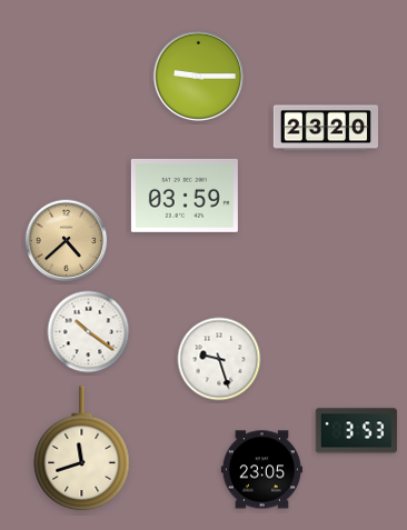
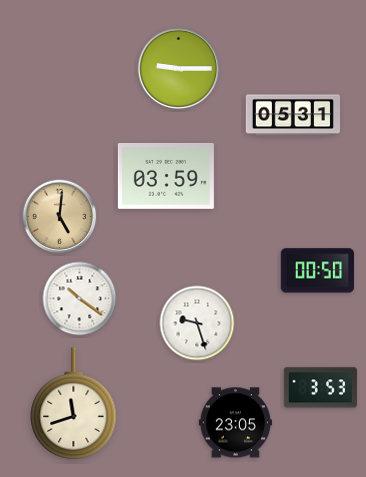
clock at (325, 128): 23:20 -> 05:31
clock at (67, 241): 4:38 -> 5:01
clock at (317, 271): none -> 00:50
